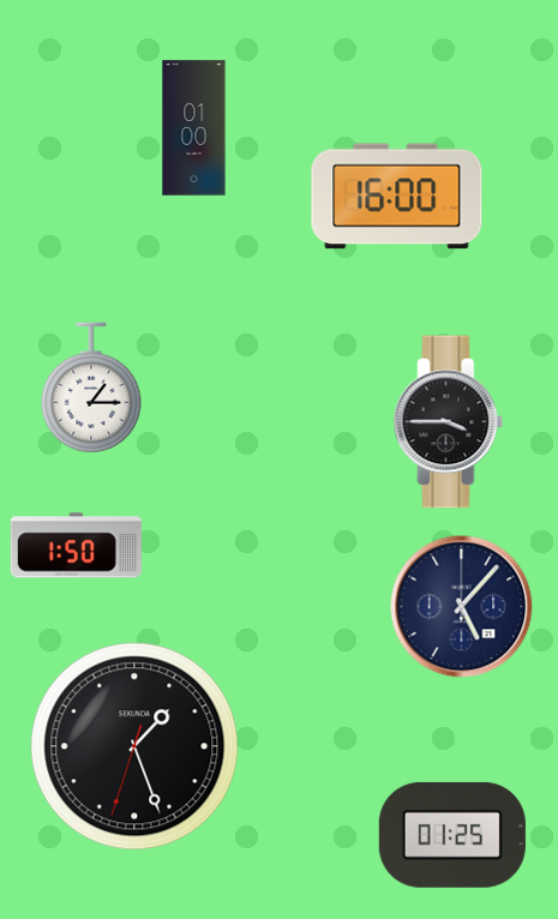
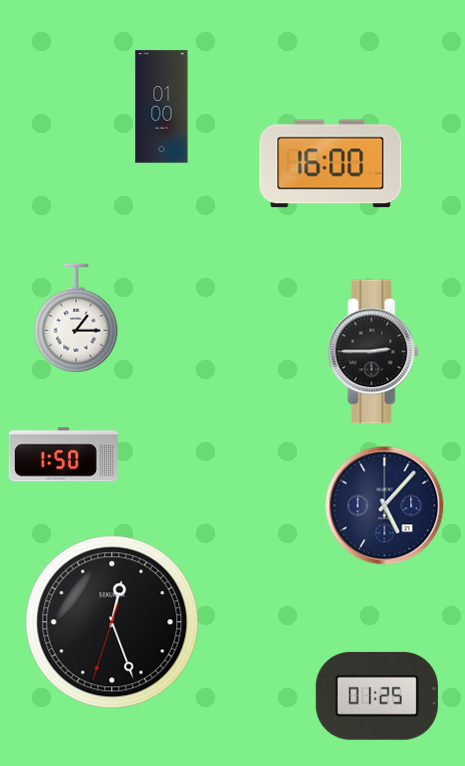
clock at (91, 388) position: (91, 388) -> (76, 318)
clock at (449, 422): 3:45 -> 2:45
clock at (134, 746): 1:26 -> 12:26
